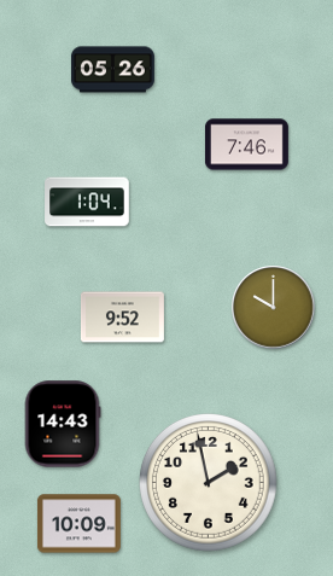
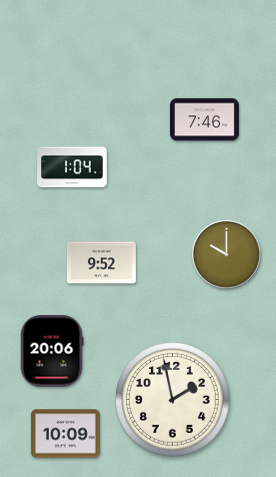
clock at (112, 70): 05:26 -> none
clock at (63, 424): 14:43 -> 20:06
